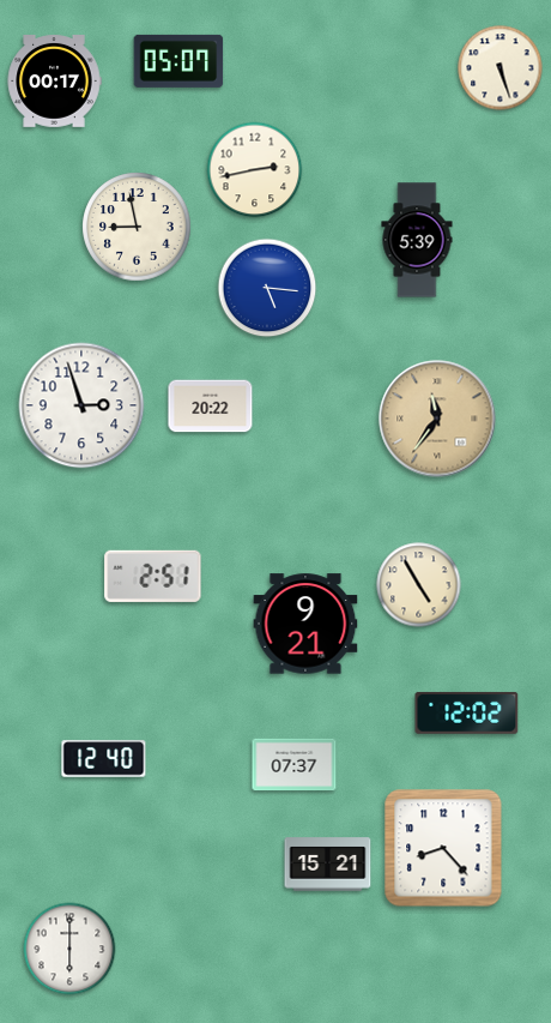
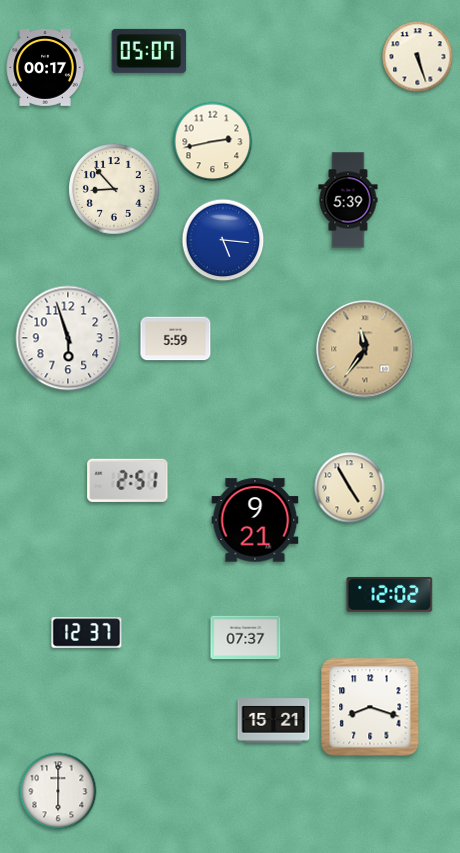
clock at (137, 227): 8:58 -> 8:53
clock at (81, 405): 2:57 -> 5:57
clock at (211, 407): 20:22 -> 5:59
clock at (104, 759): 12:40 -> 12:37
clock at (443, 848): 8:23 -> 8:18
